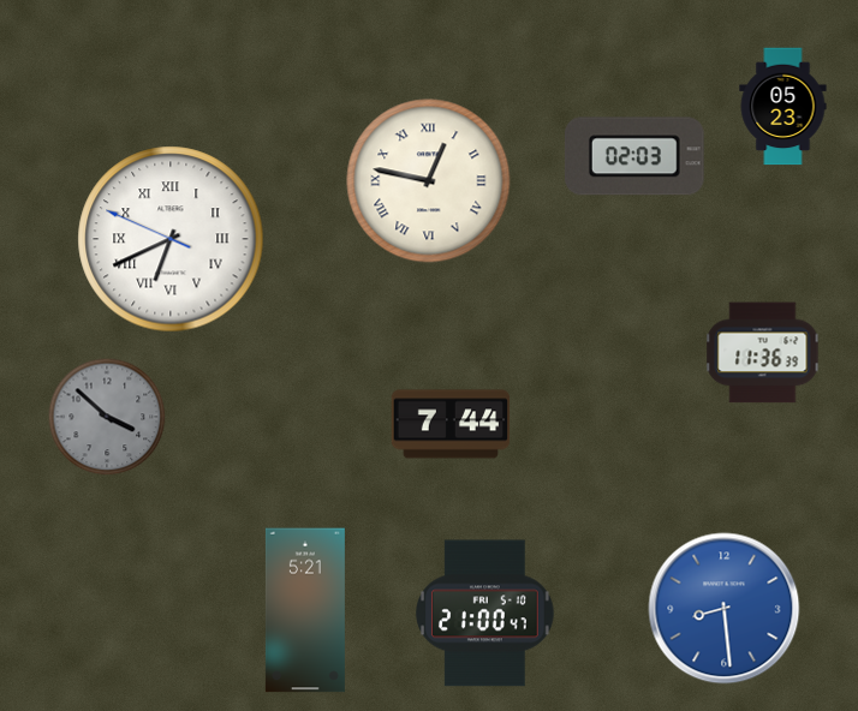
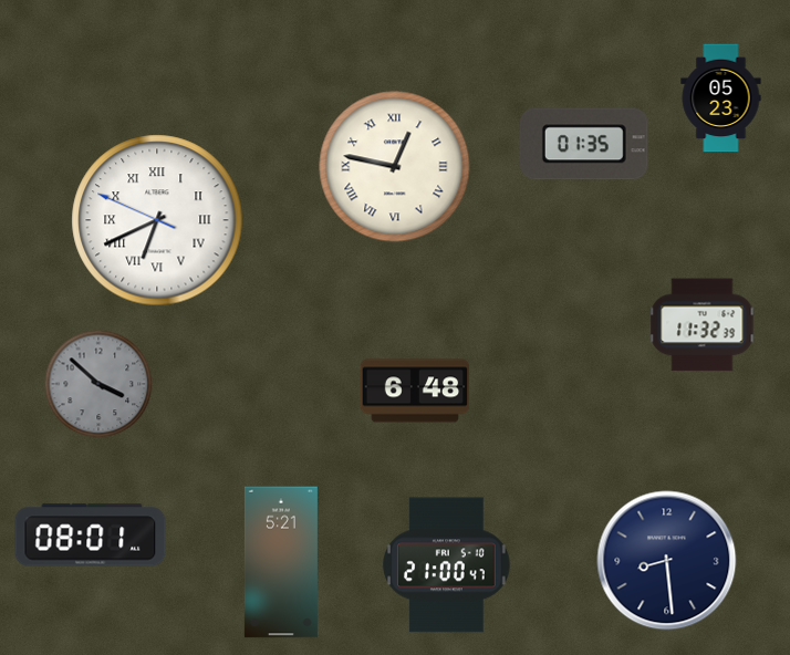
clock at (634, 156): 02:03 -> 01:35
clock at (763, 353): 11:36 -> 11:32
clock at (451, 424): 7:44 -> 6:48
clock at (91, 536): none -> 08:01
clock at (725, 609) dial: blue -> navy
